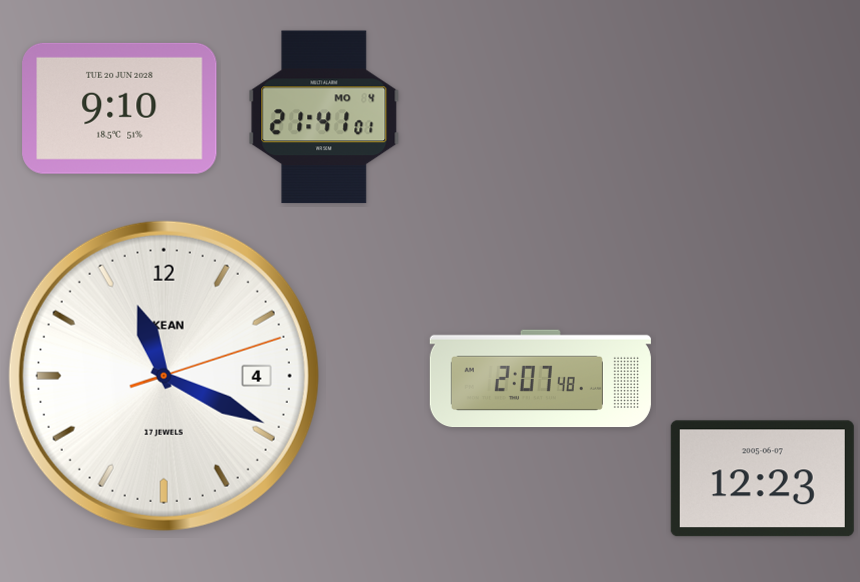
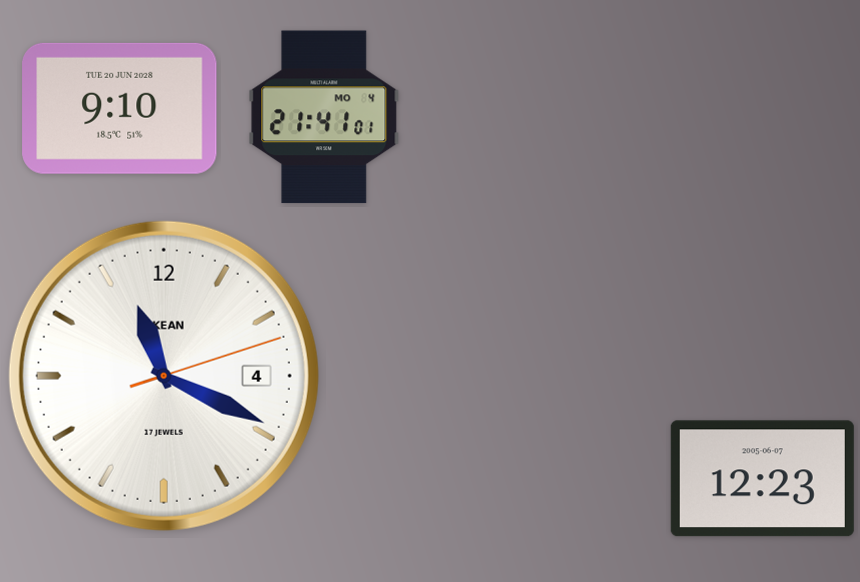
clock at (540, 379): 2:07 -> none
